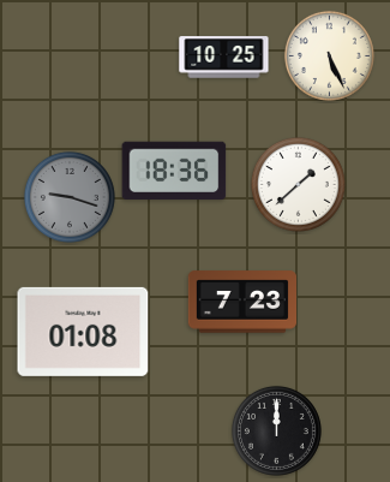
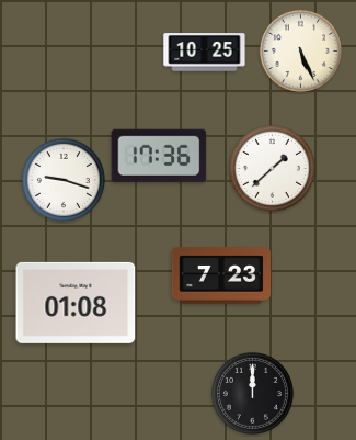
clock at (174, 169): 18:36 -> 17:36
clock at (70, 197) dial: grey -> white
